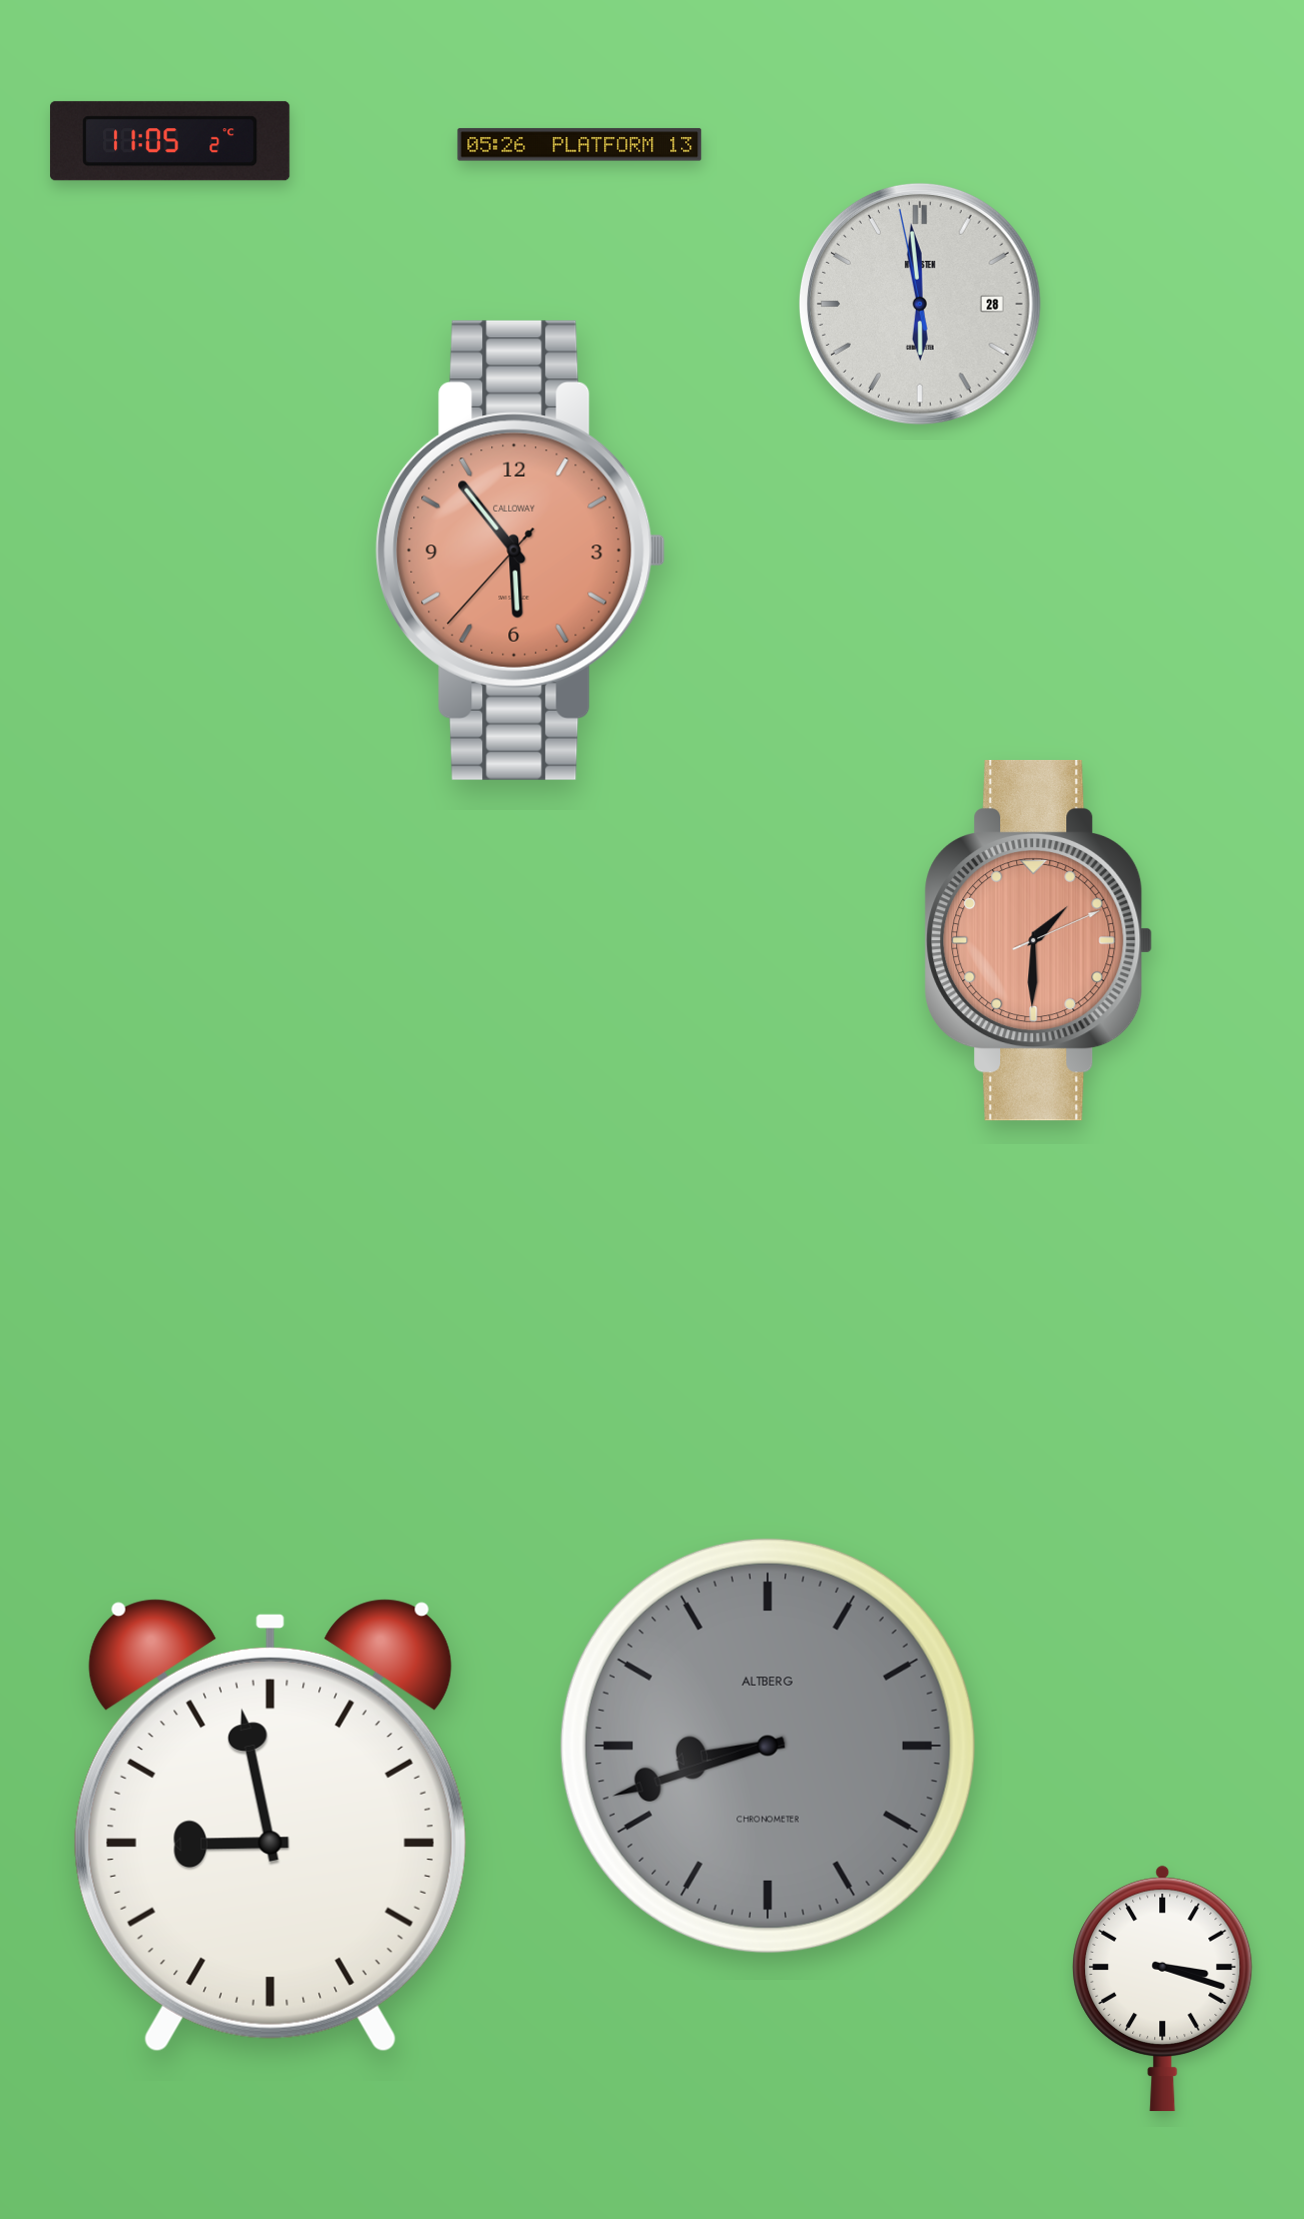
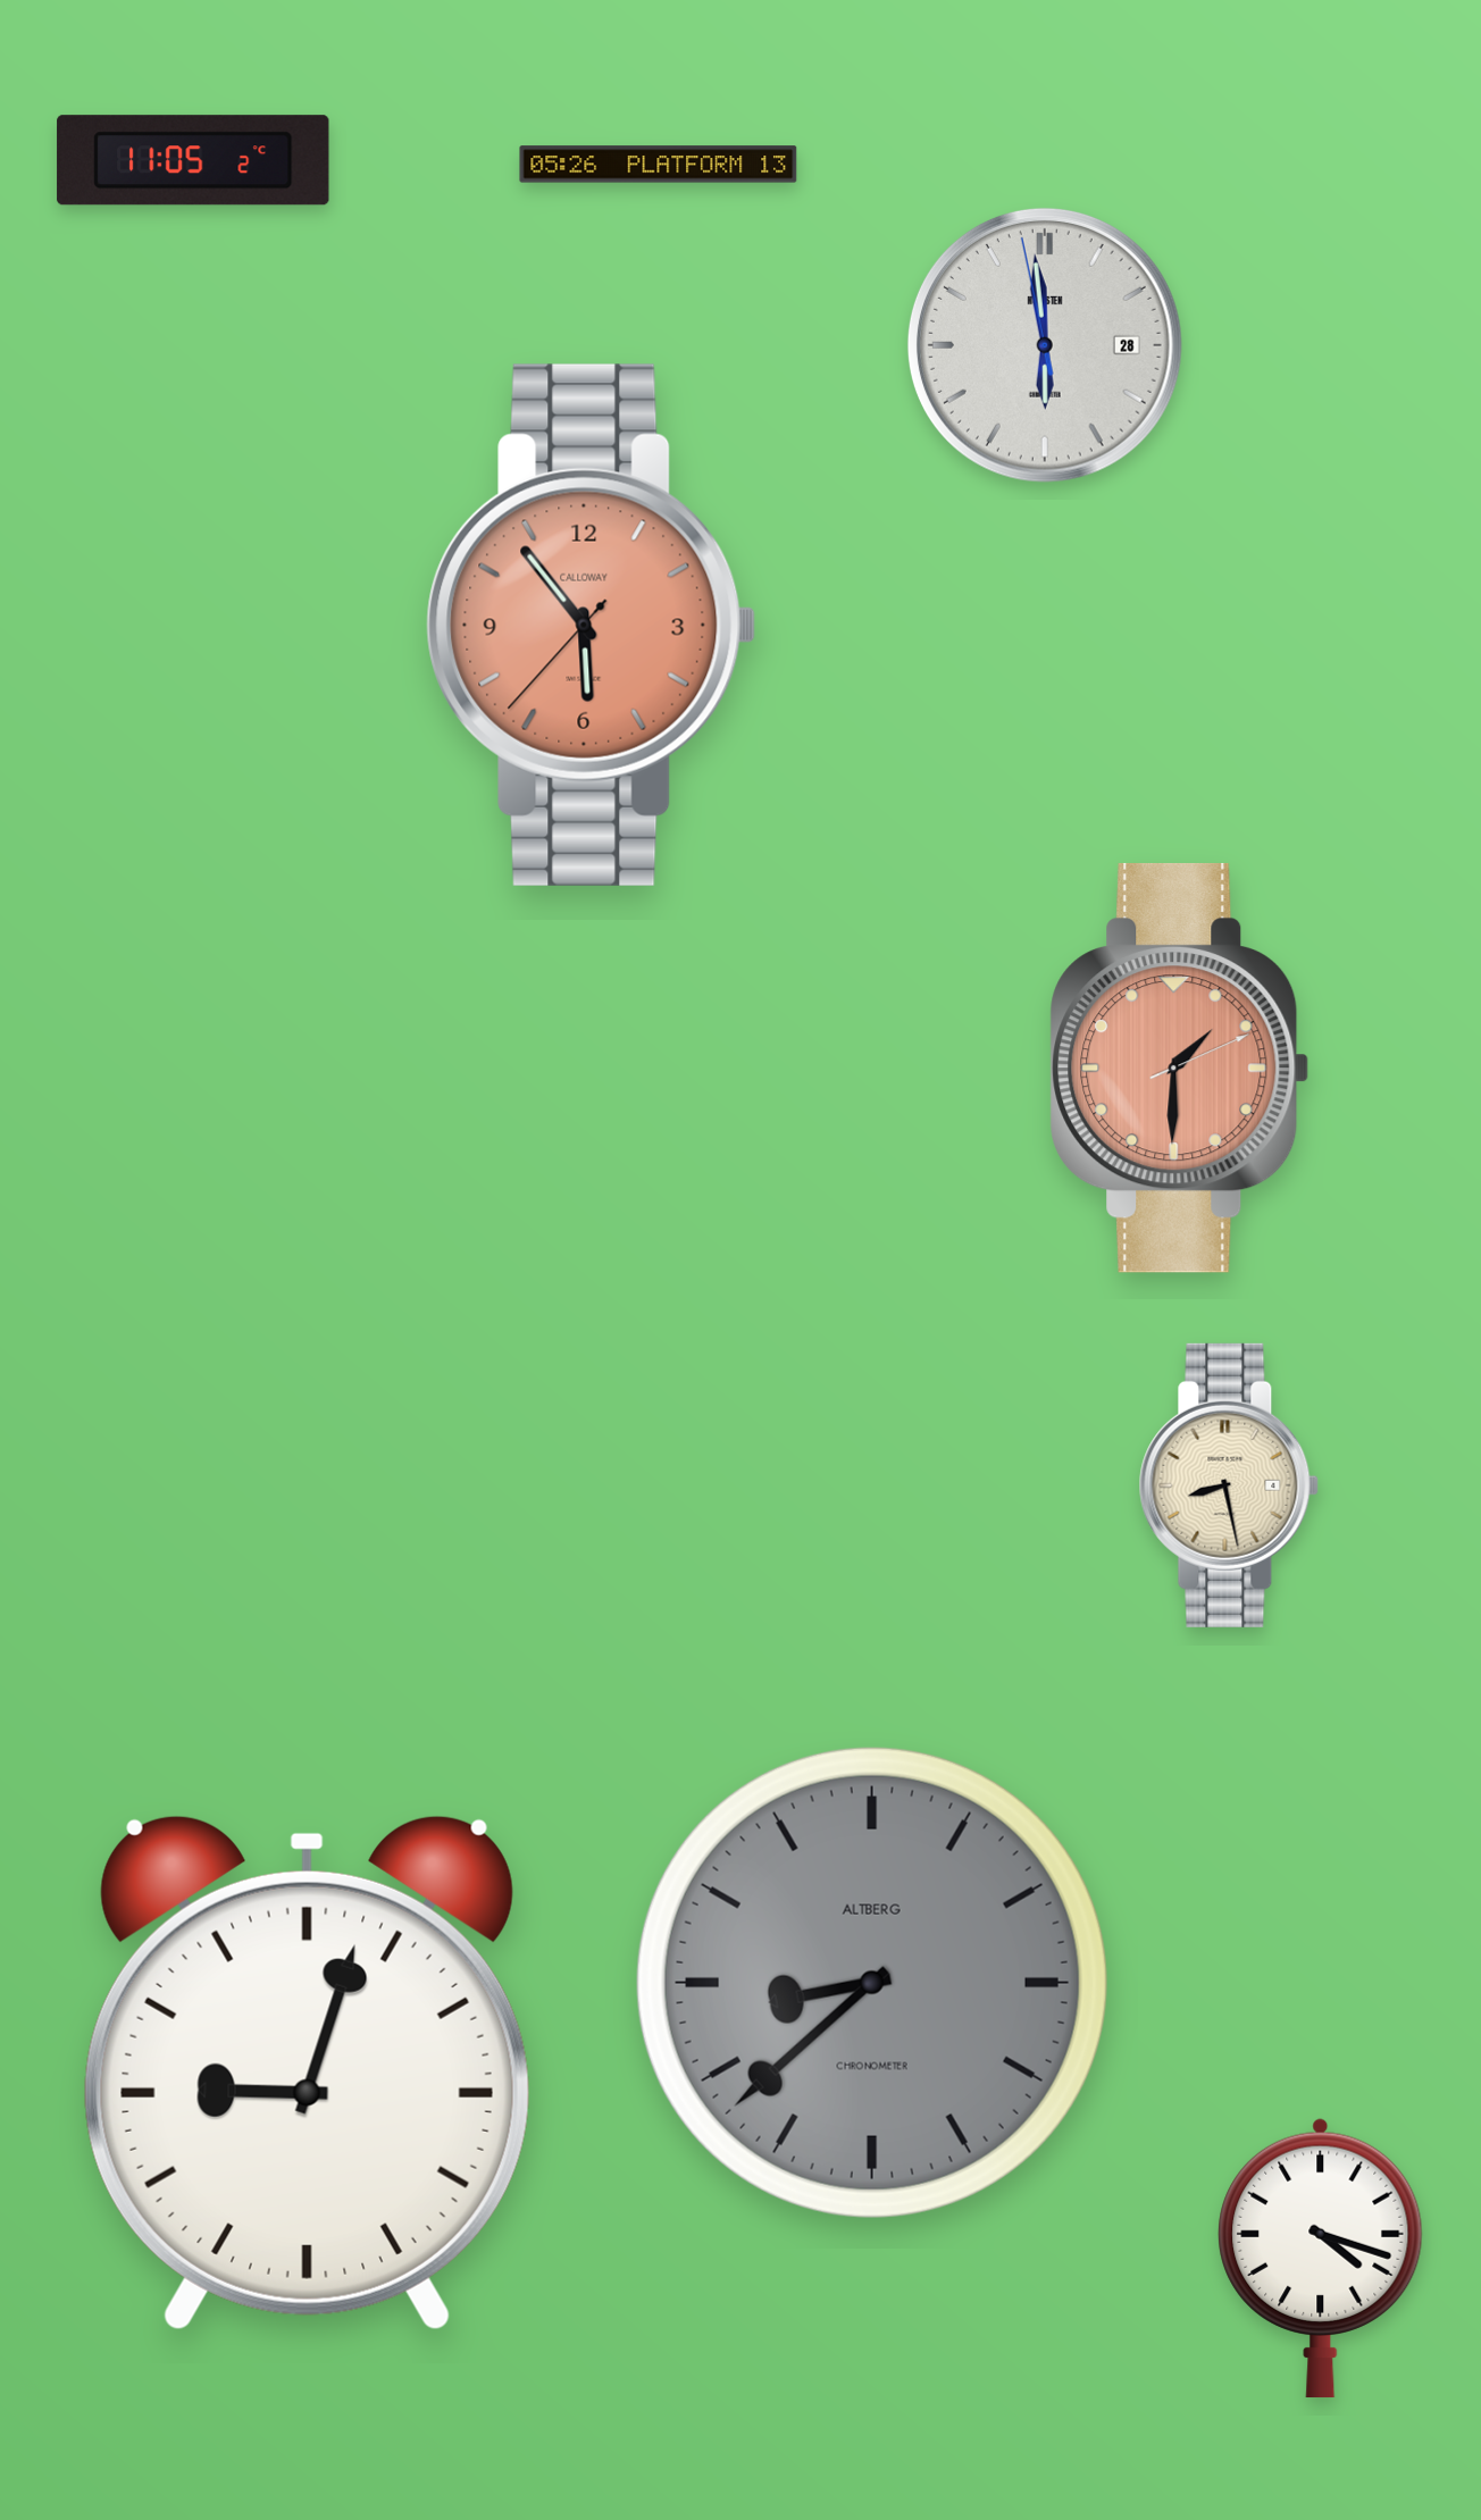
clock at (1229, 1485): none -> 8:28
clock at (768, 1746): 8:42 -> 8:38
clock at (270, 1825): 8:58 -> 9:03
clock at (1163, 1988): 3:18 -> 4:18
